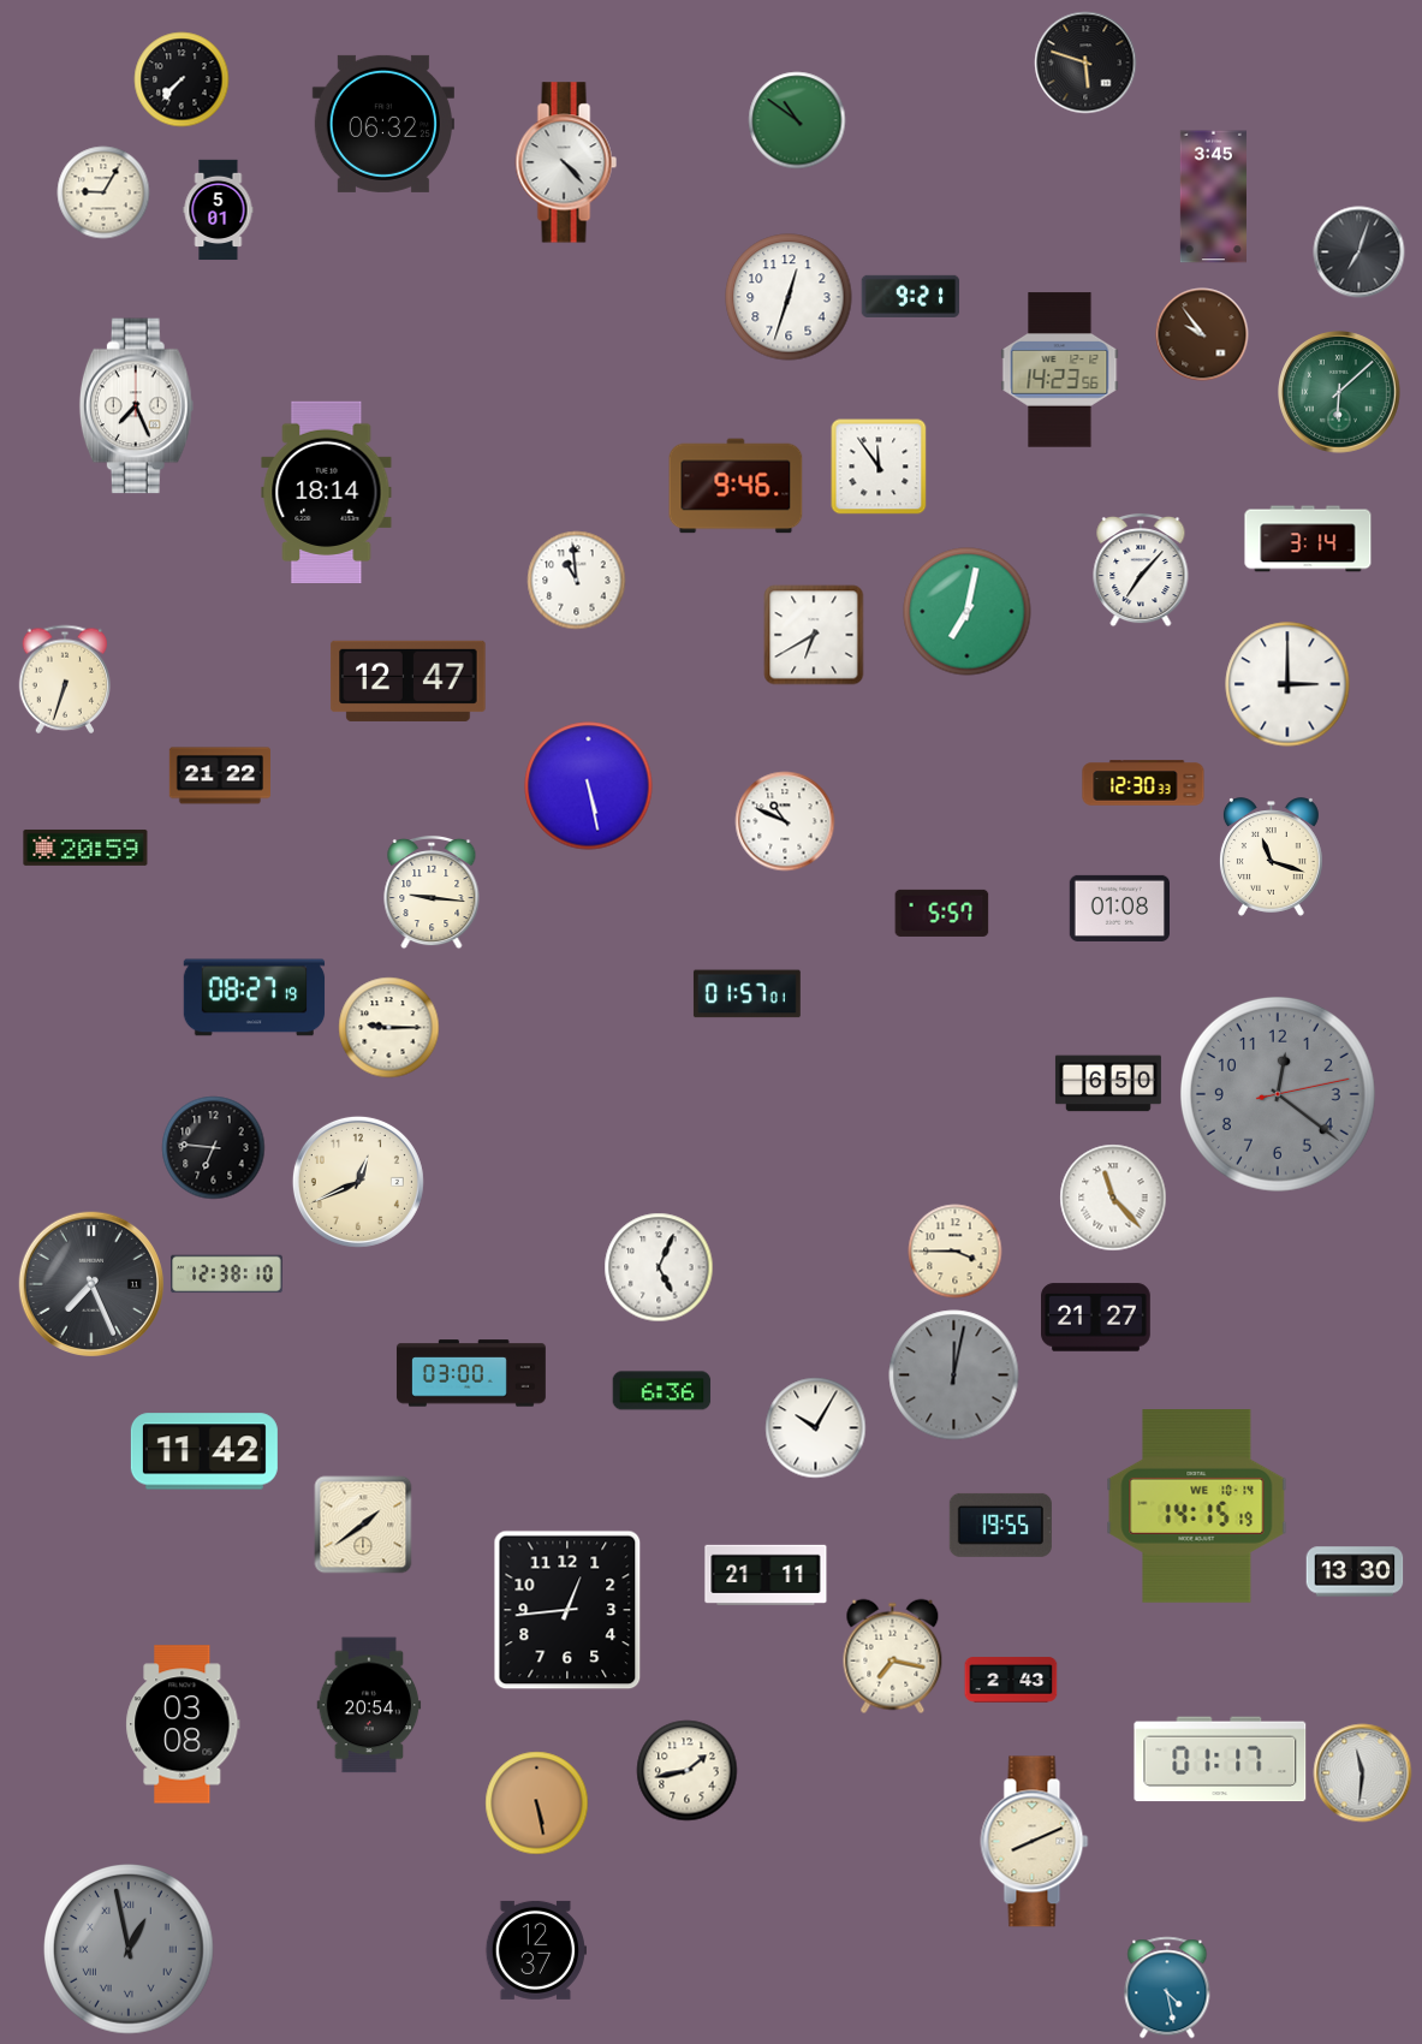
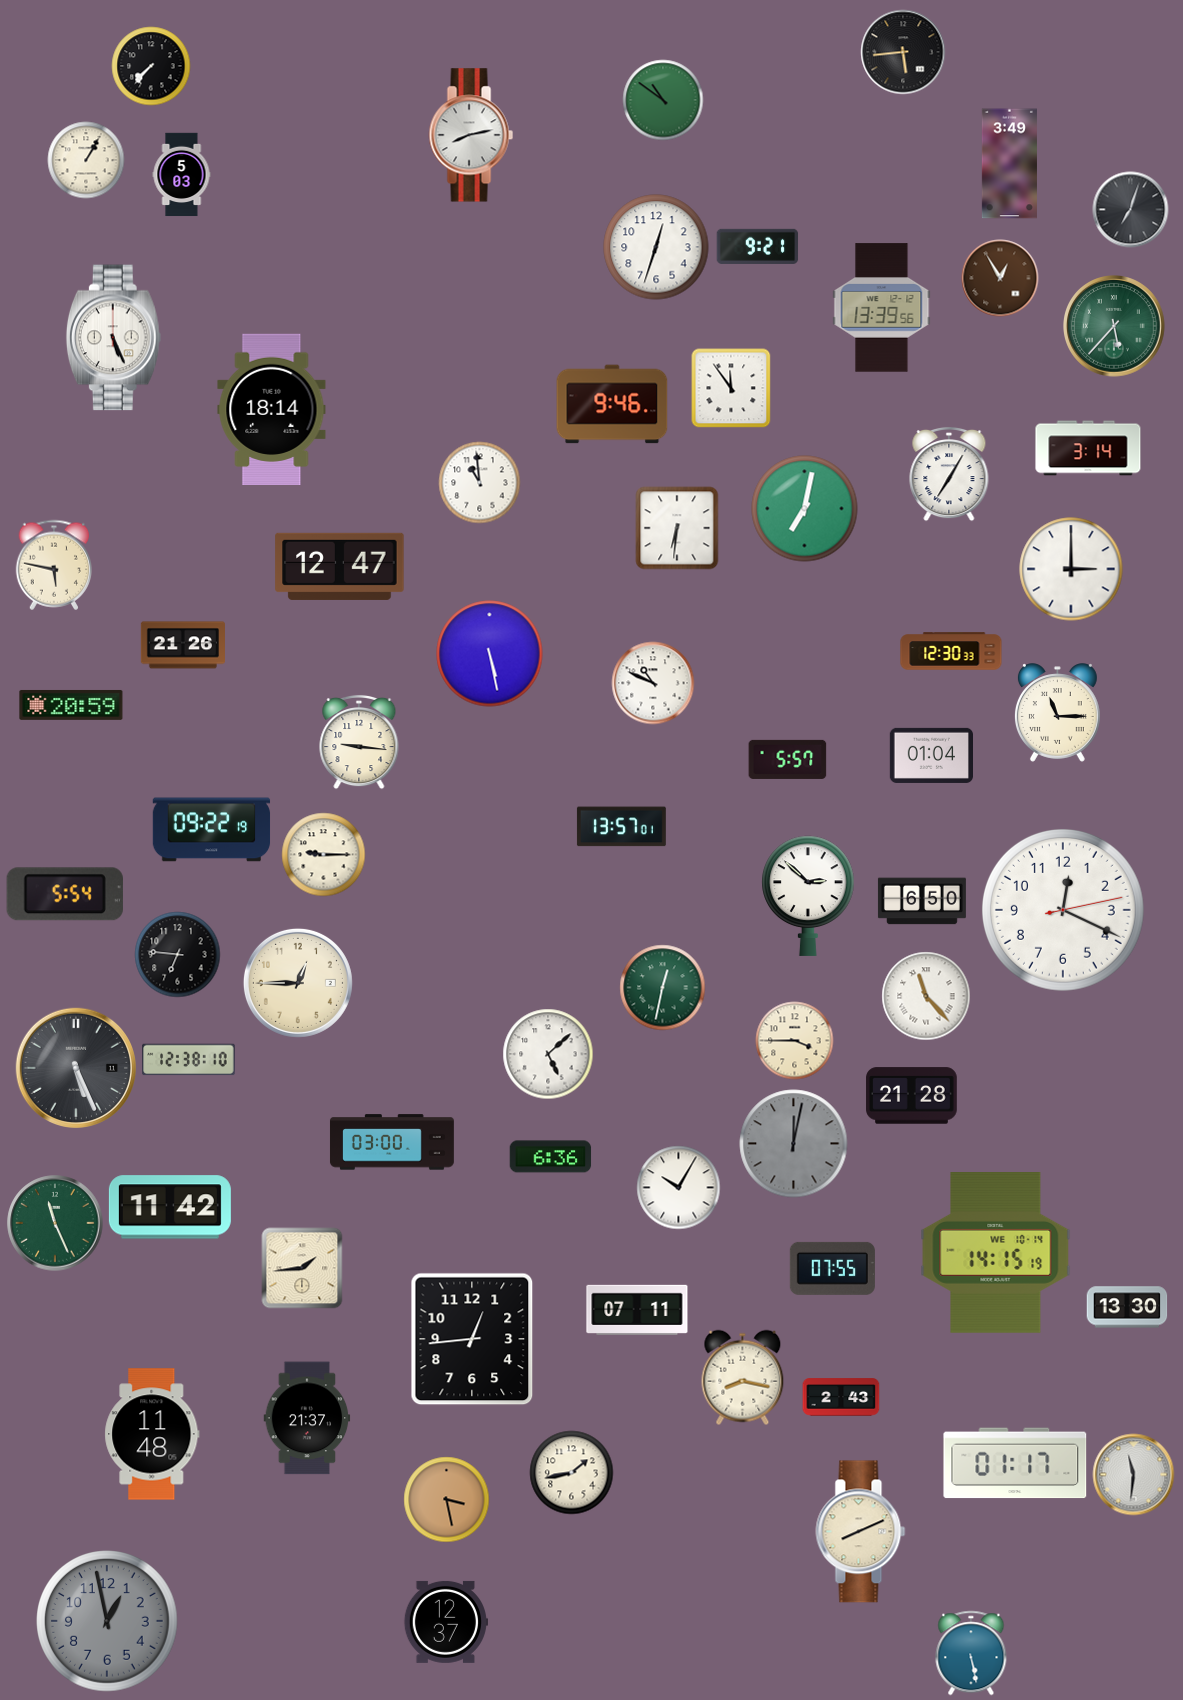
clock at (1085, 63): 5:48 -> 5:44
clock at (383, 124): 06:32 -> none
clock at (566, 162): 4:23 -> 8:13
clock at (103, 192): 9:05 -> 1:05
clock at (1213, 197): 3:45 -> 3:49
clock at (219, 210): 5:01 -> 5:03
clock at (1202, 334): 9:54 -> 12:55
clock at (1060, 370): 14:23 -> 13:39
clock at (1340, 393): 6:08 -> 5:37
clock at (136, 406): 7:26 -> 5:26
clock at (1141, 570): 7:07 -> 7:05
clock at (814, 635): 6:40 -> 6:31
clock at (65, 679): 6:33 -> 5:47
clock at (219, 776): 21:22 -> 21:26
clock at (1271, 857): 11:18 -> 11:15
clock at (1119, 908): 01:08 -> 01:04
clock at (942, 913) position: (942, 913) -> (788, 759)
clock at (746, 994): 01:57 -> 13:57
clock at (255, 998): 08:27 -> 09:22
clock at (65, 894): none -> 5:54
clock at (808, 896): none -> 2:52
clock at (1278, 1094): 12:21 -> 12:19
clock at (1278, 1094) dial: grey -> white
clock at (358, 1182): 12:41 -> 12:45
clock at (663, 988): none -> 12:32
clock at (659, 1267): 5:04 -> 5:08
clock at (90, 1283): 7:26 -> 5:26
clock at (1096, 1318): 21:27 -> 21:28
clock at (55, 1223): none -> 11:26
clock at (363, 1525): 1:39 -> 1:44
clock at (1000, 1525): 19:55 -> 07:55
clock at (766, 1575): 21:11 -> 07:11
clock at (893, 1657): 7:17 -> 8:17
clock at (369, 1705): 20:54 -> 21:37
clock at (183, 1724): 03:08 -> 11:48
clock at (537, 1804): 5:28 -> 3:28
clock at (129, 1949) numerals: Roman -> Arabic
clock at (1167, 1987): 4:28 -> 5:28
